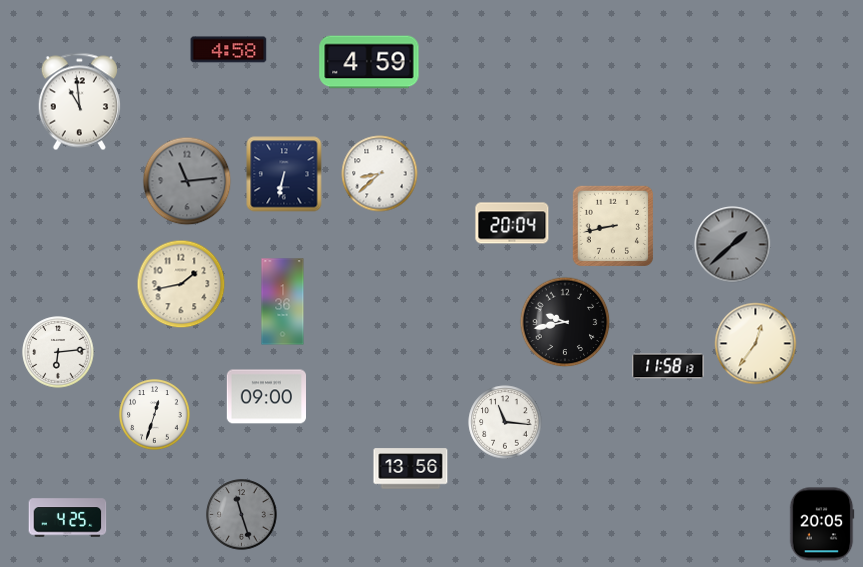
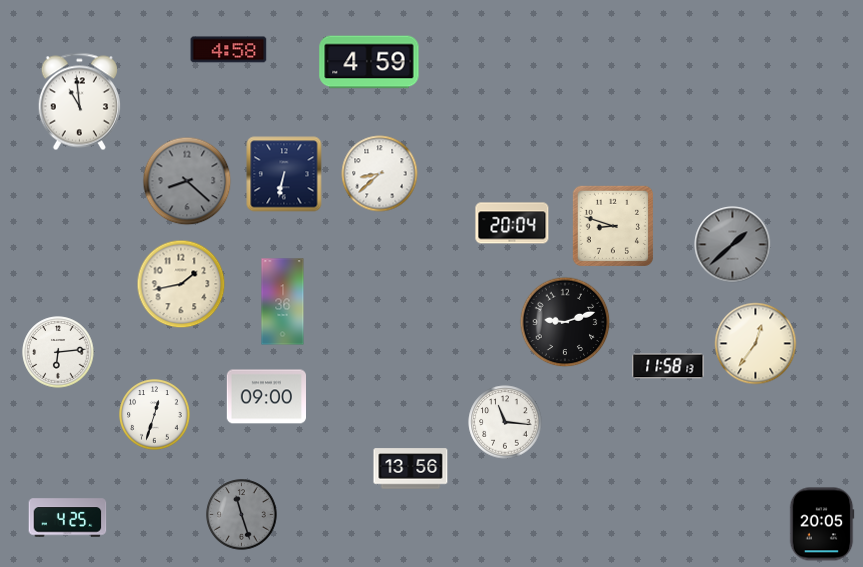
clock at (187, 181): 11:14 -> 8:22
clock at (613, 226): 8:43 -> 8:48
clock at (565, 322): 9:43 -> 9:12
